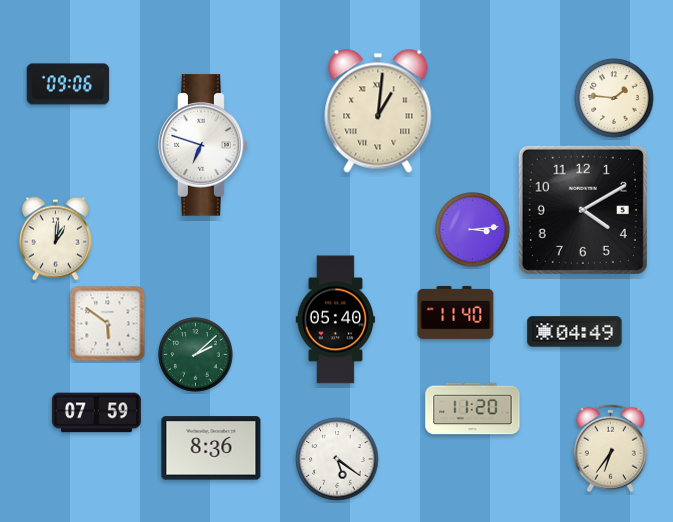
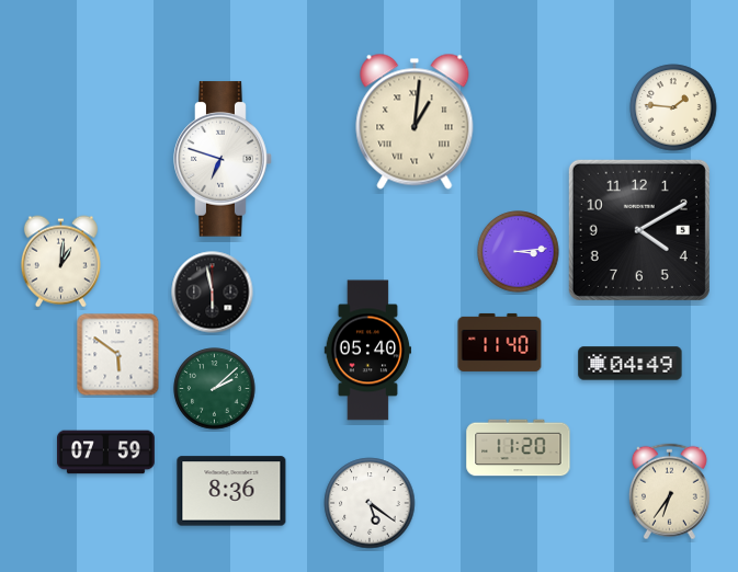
clock at (68, 84): 09:06 -> none
clock at (213, 293): none -> 5:58
